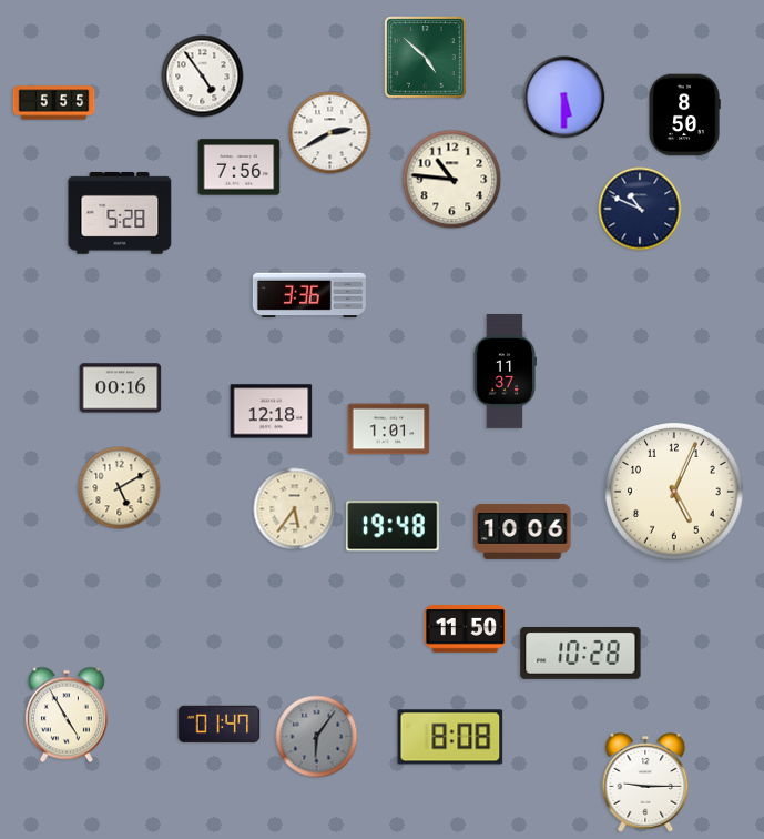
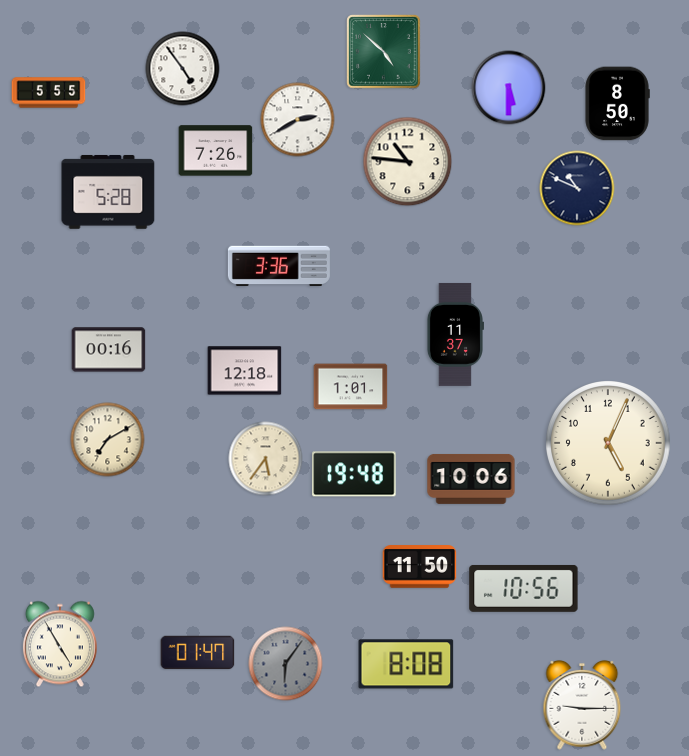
clock at (240, 168): 7:56 -> 7:26
clock at (120, 488): 5:10 -> 7:10
clock at (581, 653): 10:28 -> 10:56
